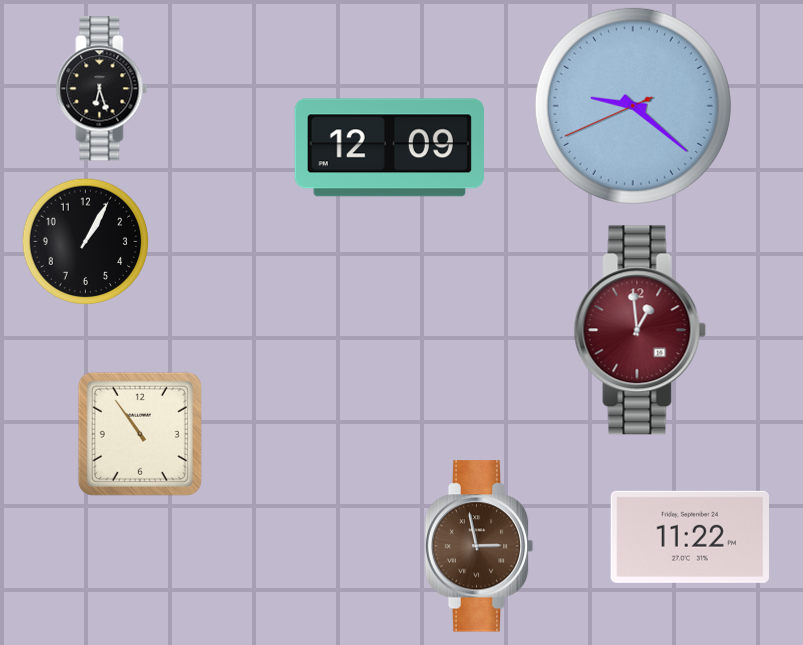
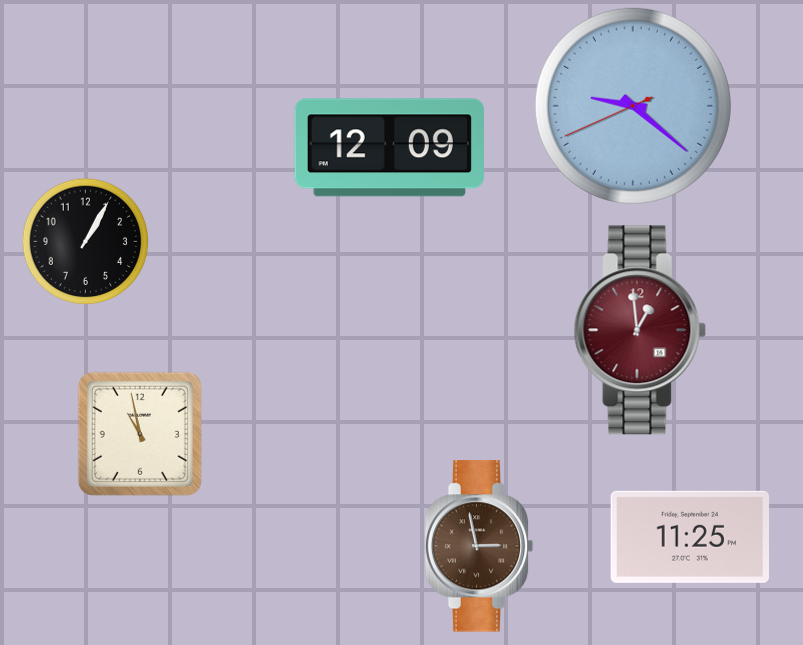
clock at (102, 89): 6:27 -> none
clock at (140, 434): 10:54 -> 10:58
clock at (689, 537): 11:22 -> 11:25
